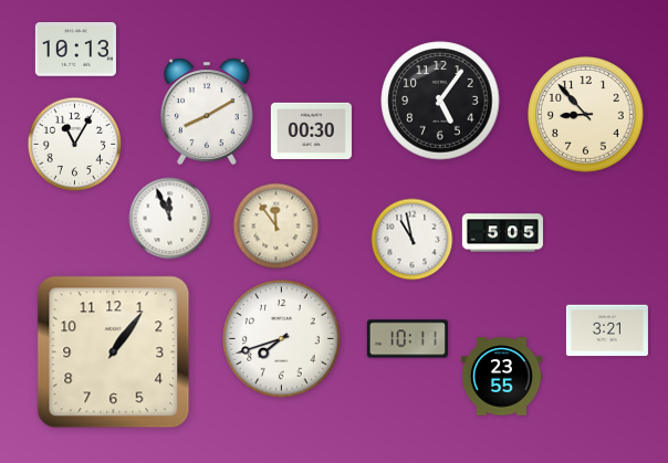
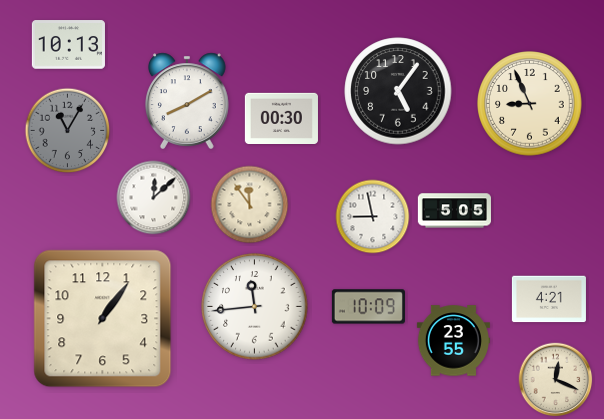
clock at (586, 115): 8:53 -> 8:56
clock at (75, 145) dial: white -> grey
clock at (170, 219): 11:56 -> 12:08
clock at (413, 240): 10:58 -> 8:58
clock at (607, 330): 3:21 -> 4:21
clock at (282, 339): 7:42 -> 11:44
clock at (407, 339): 10:11 -> 10:09
clock at (556, 380): none -> 12:19
